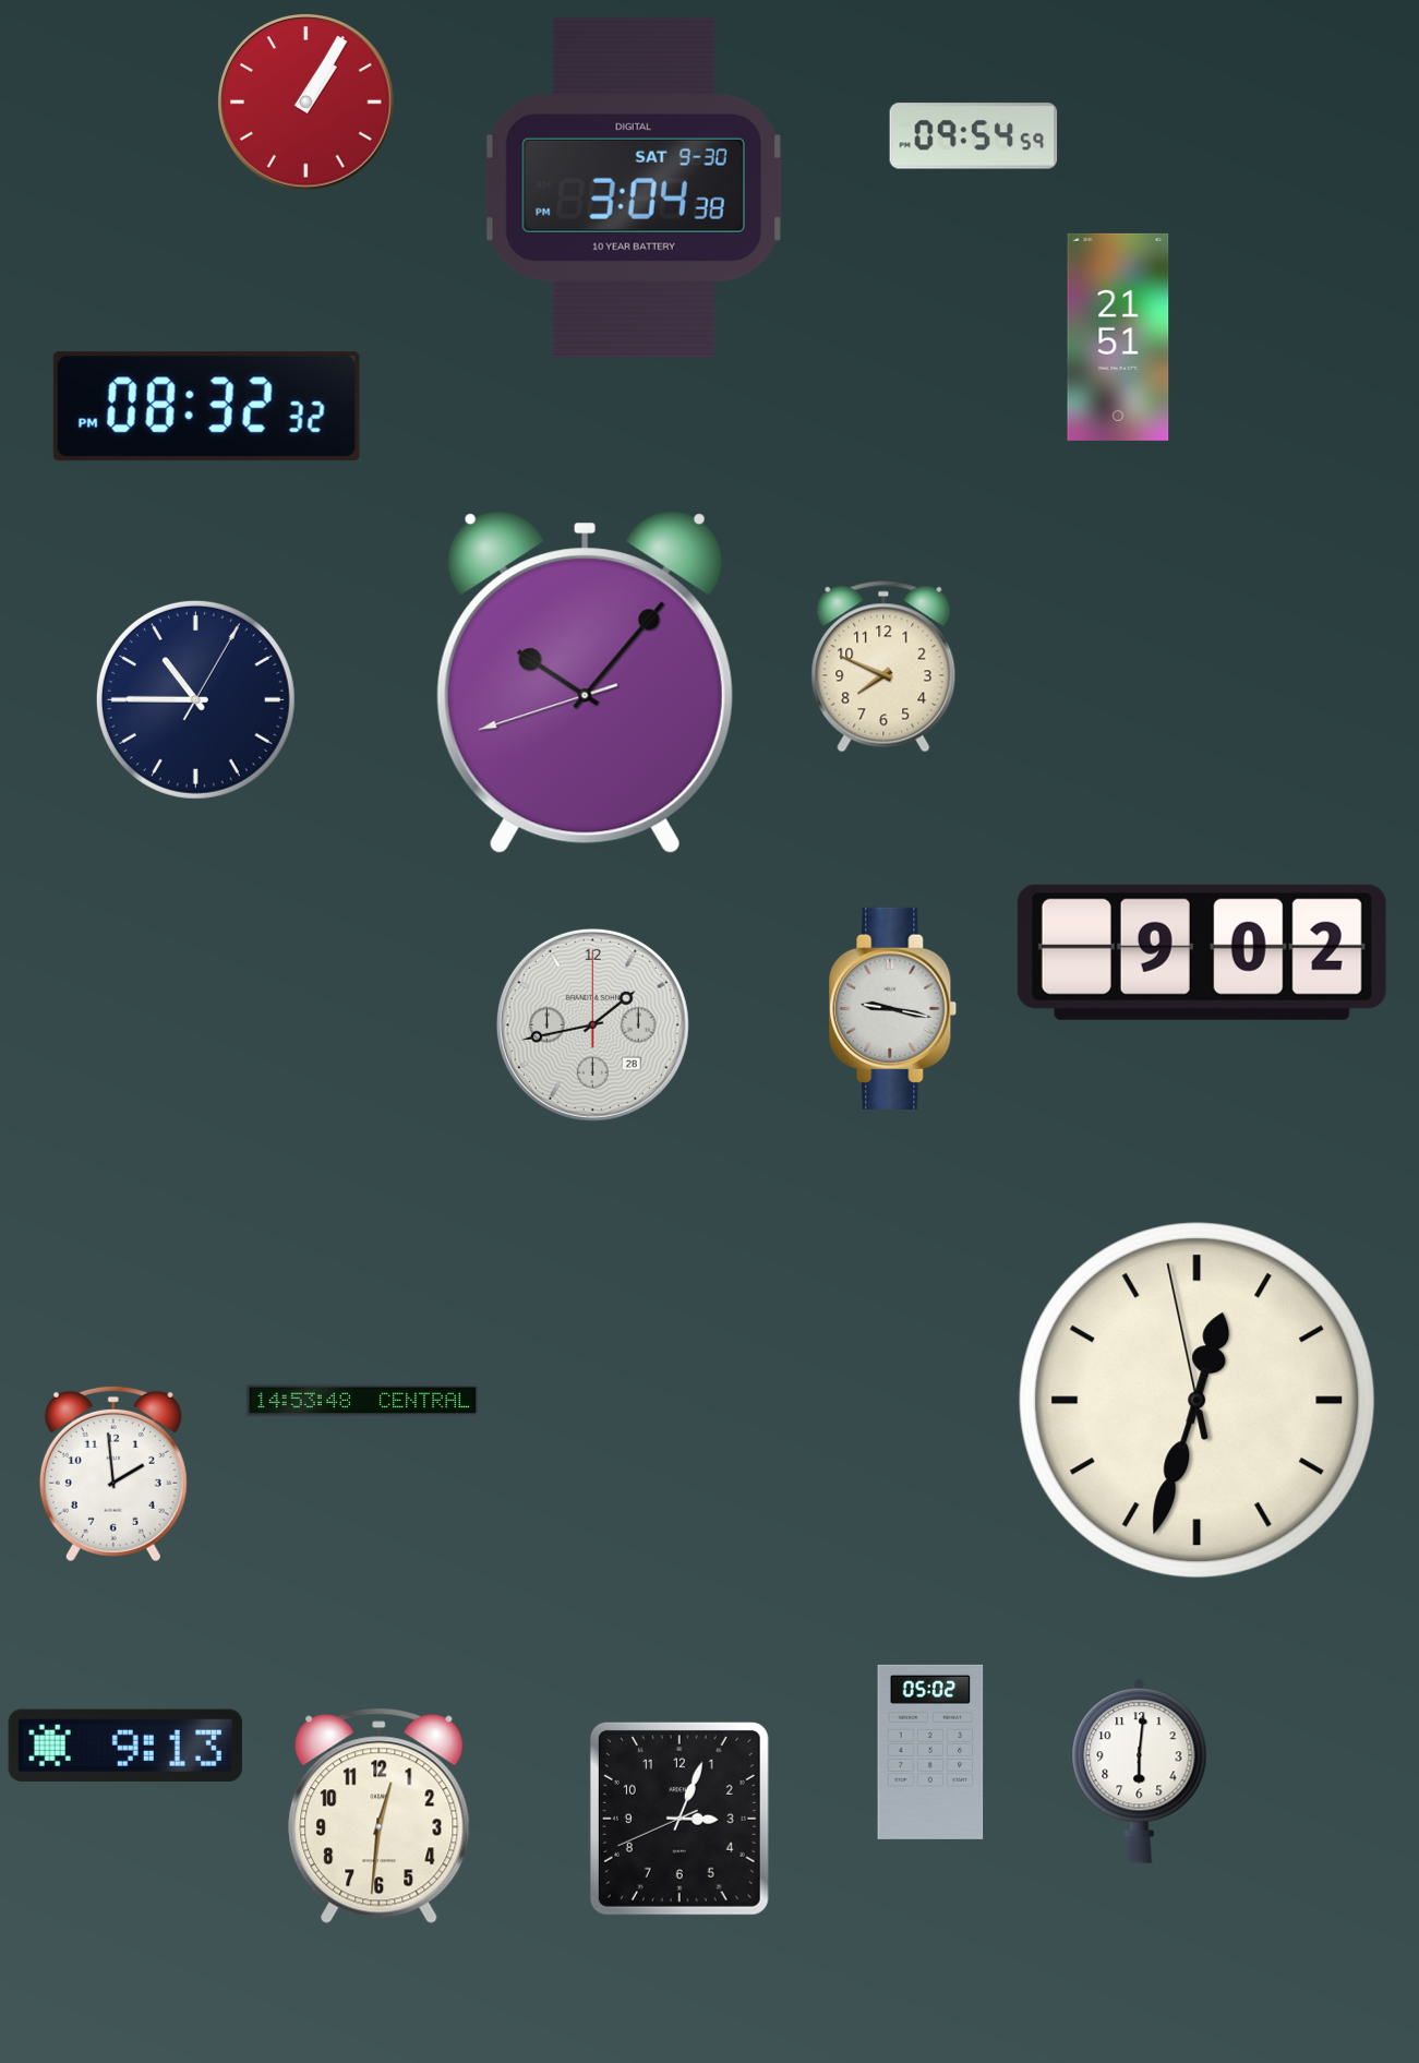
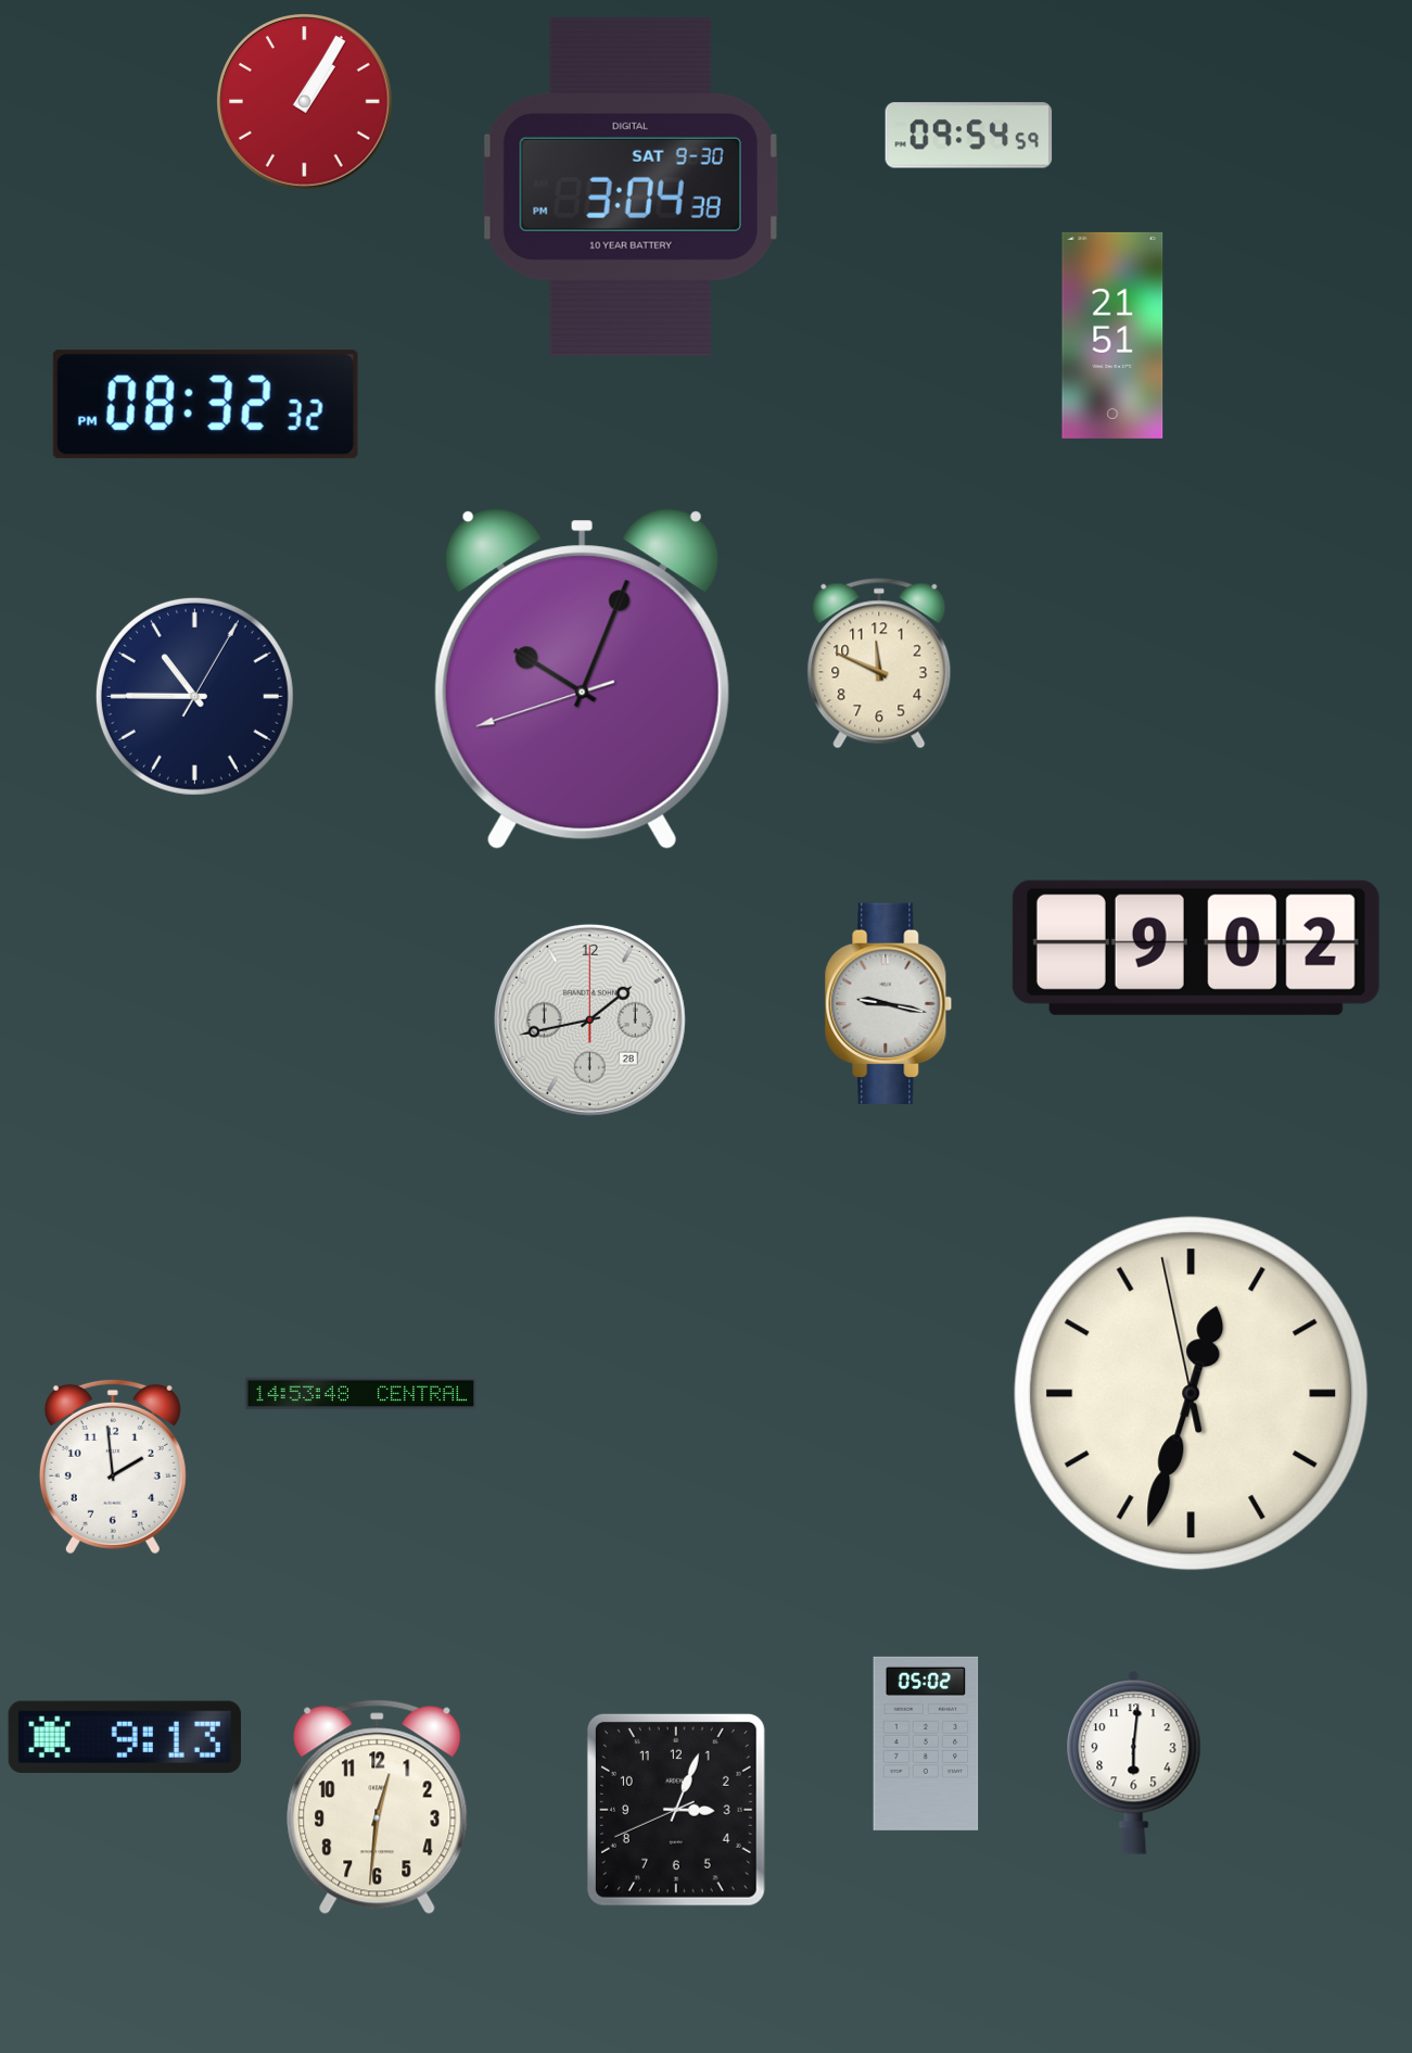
clock at (883, 667): 7:49 -> 11:49
clock at (585, 683): 10:06 -> 10:03
